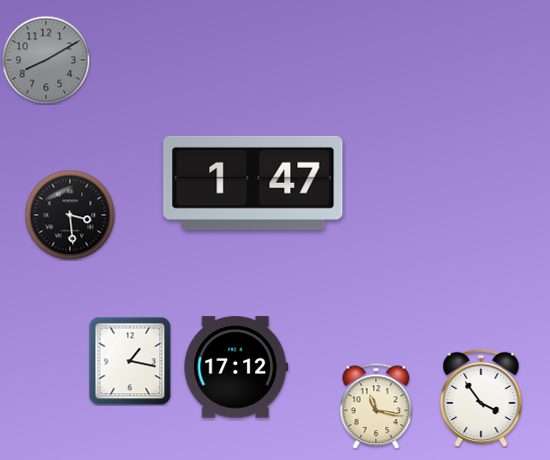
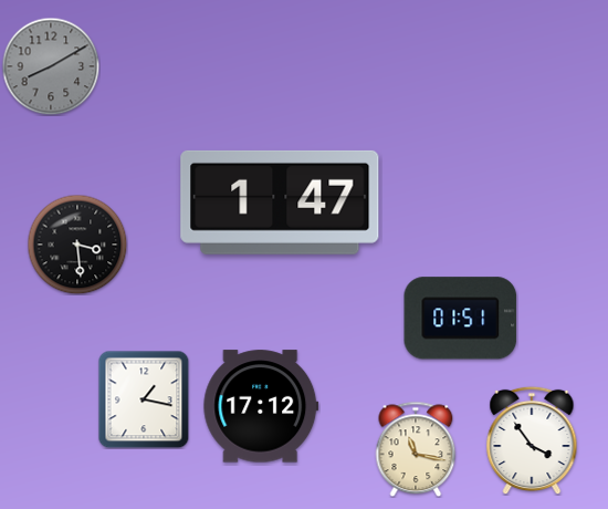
clock at (70, 215) position: (70, 215) -> (77, 245)
clock at (461, 319): none -> 01:51
